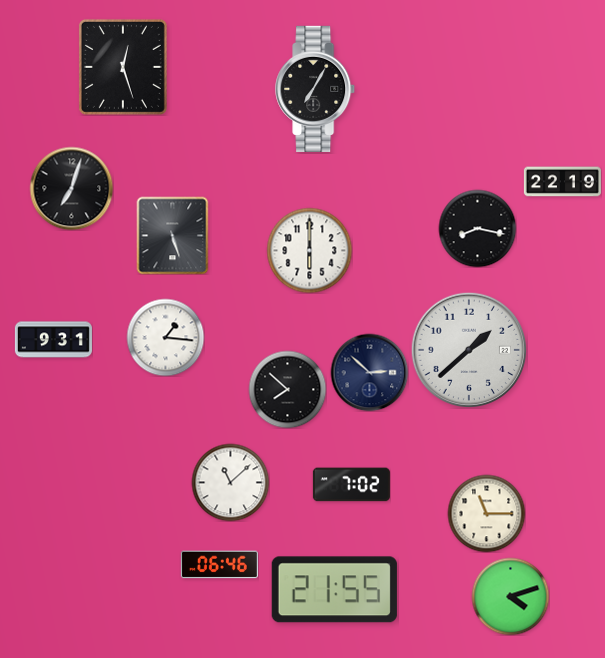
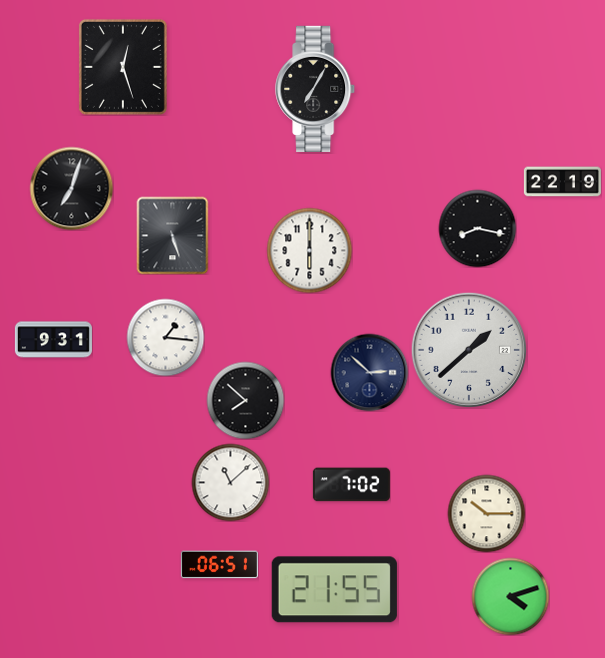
clock at (287, 389) position: (287, 389) -> (245, 400)
clock at (486, 513): 11:15 -> 10:15
clock at (219, 565): 06:46 -> 06:51
